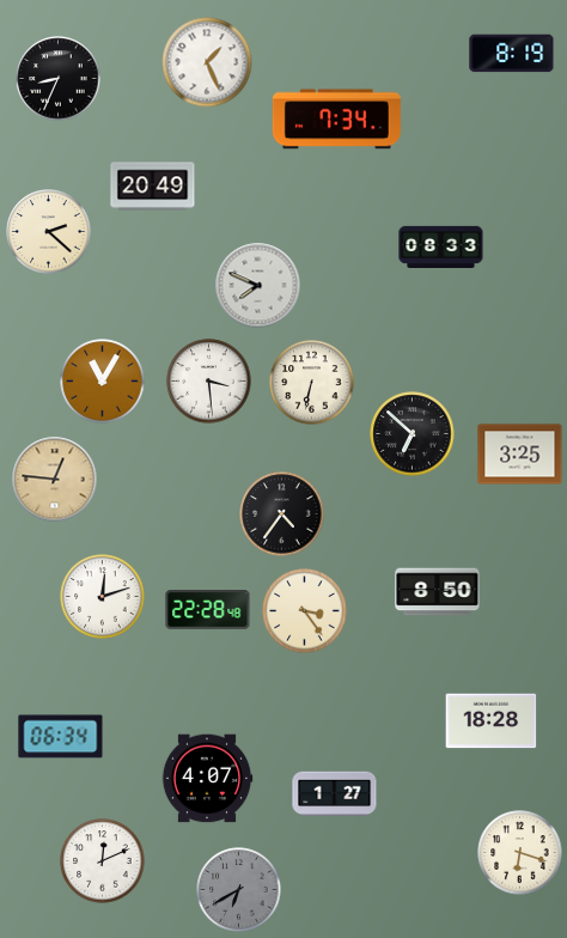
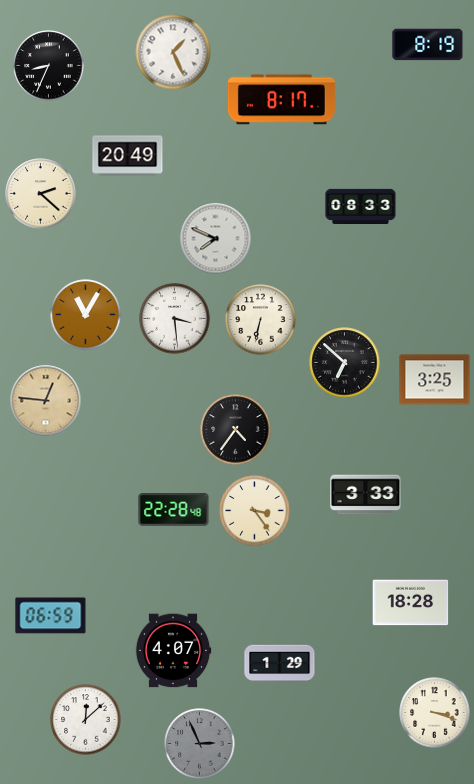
clock at (336, 120): 7:34 -> 8:17
clock at (441, 246) position: (441, 246) -> (361, 206)
clock at (103, 382) position: (103, 382) -> (86, 315)
clock at (438, 592): 8:50 -> 3:33
clock at (103, 597): 12:12 -> none
clock at (61, 737): 06:34 -> 06:59
clock at (335, 794): 1:27 -> 1:29
clock at (520, 853): 6:18 -> 3:18
clock at (103, 861): 12:11 -> 12:08
clock at (239, 890): 6:40 -> 2:56
